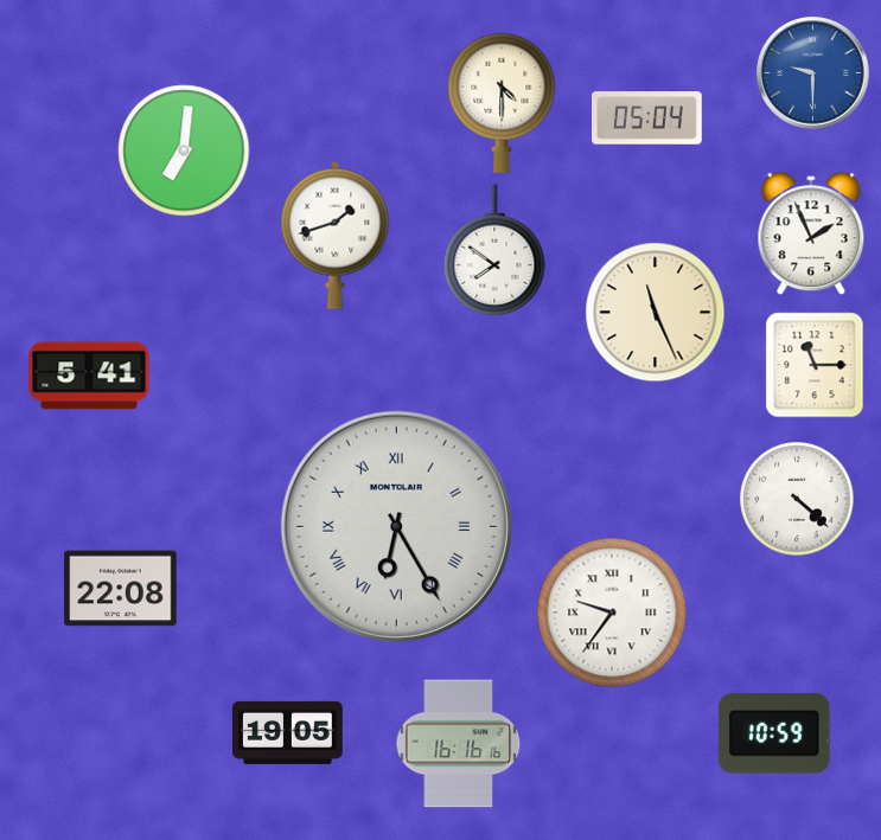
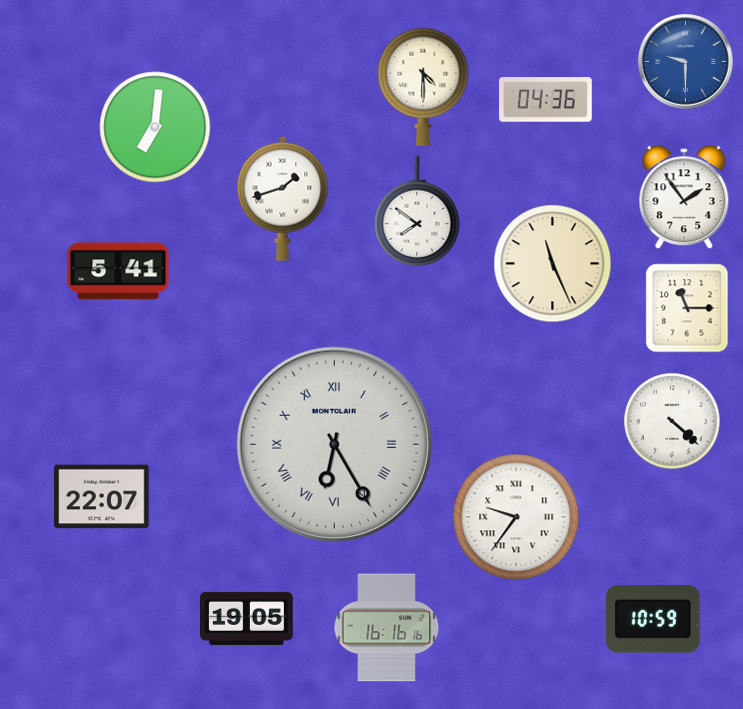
clock at (647, 118): 05:04 -> 04:36
clock at (811, 235): 1:56 -> 1:54
clock at (89, 376) position: (89, 376) -> (118, 271)
clock at (121, 589): 22:08 -> 22:07
clock at (288, 732) position: (288, 732) -> (247, 618)
